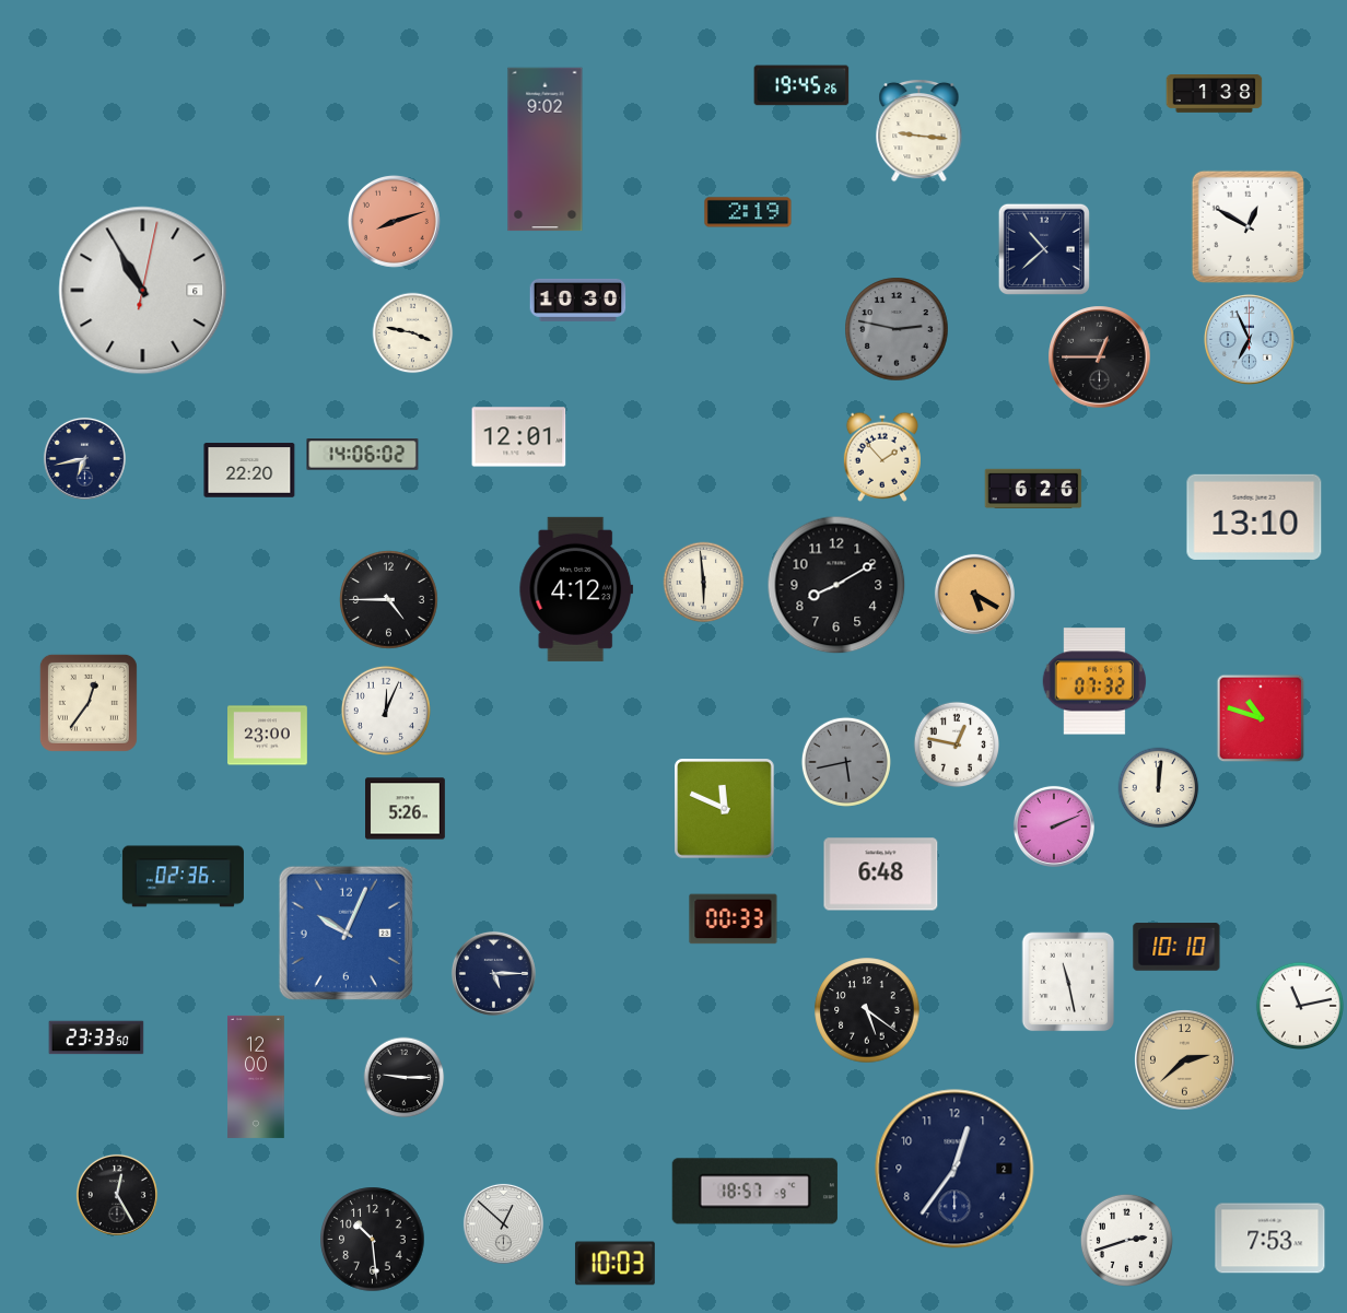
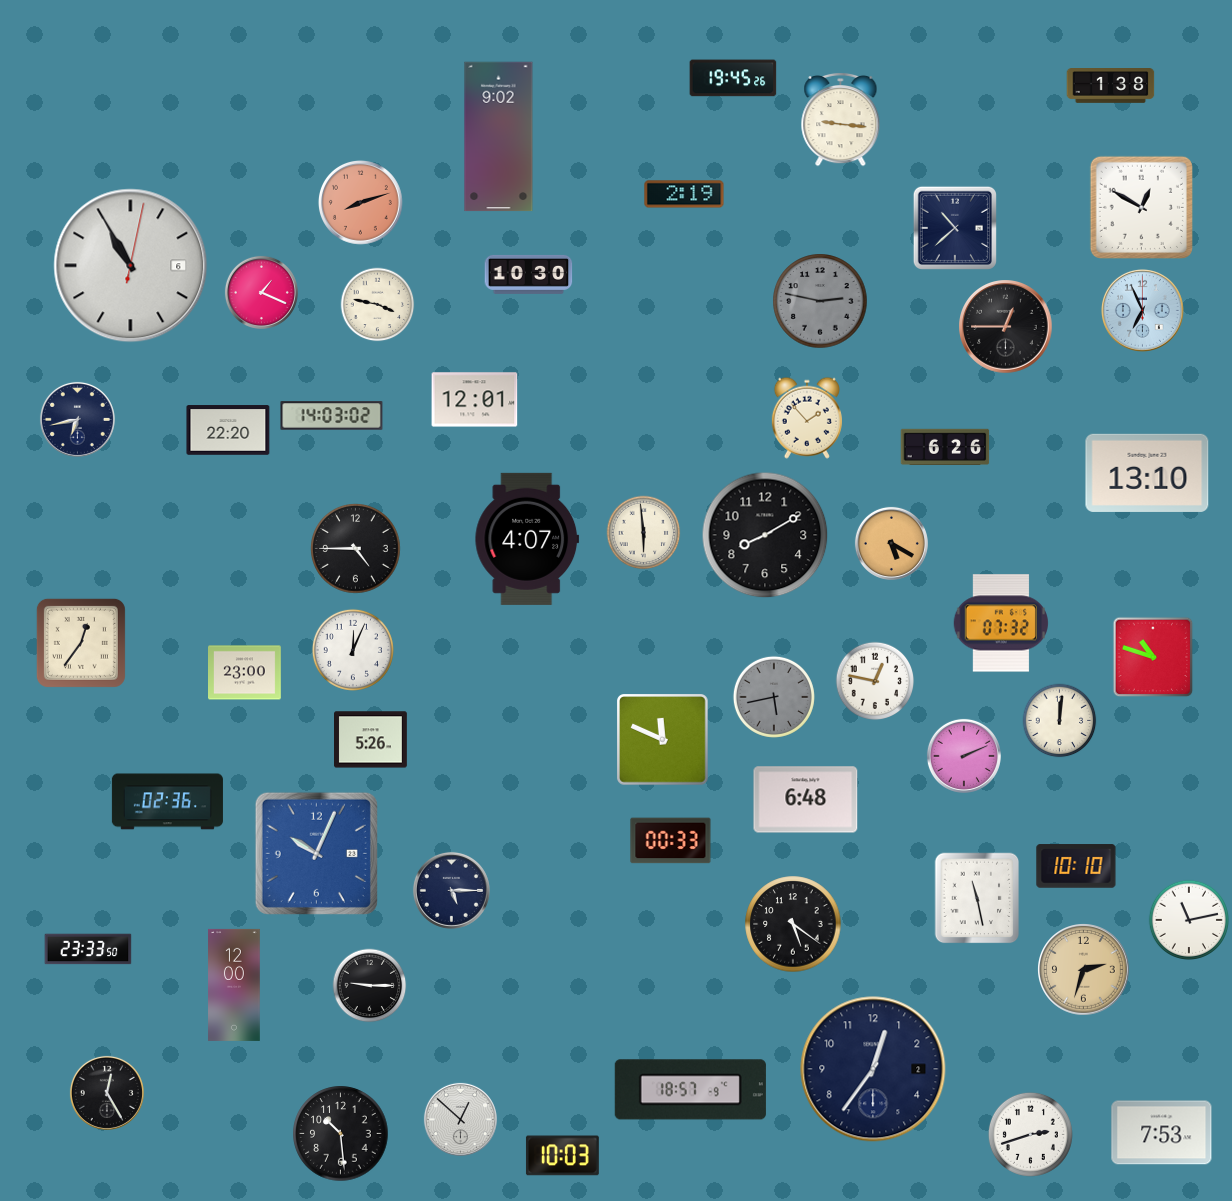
clock at (261, 292): none -> 1:19
clock at (363, 455): 14:06 -> 14:03
clock at (576, 589): 4:12 -> 4:07
clock at (1185, 1060): 2:38 -> 2:33
